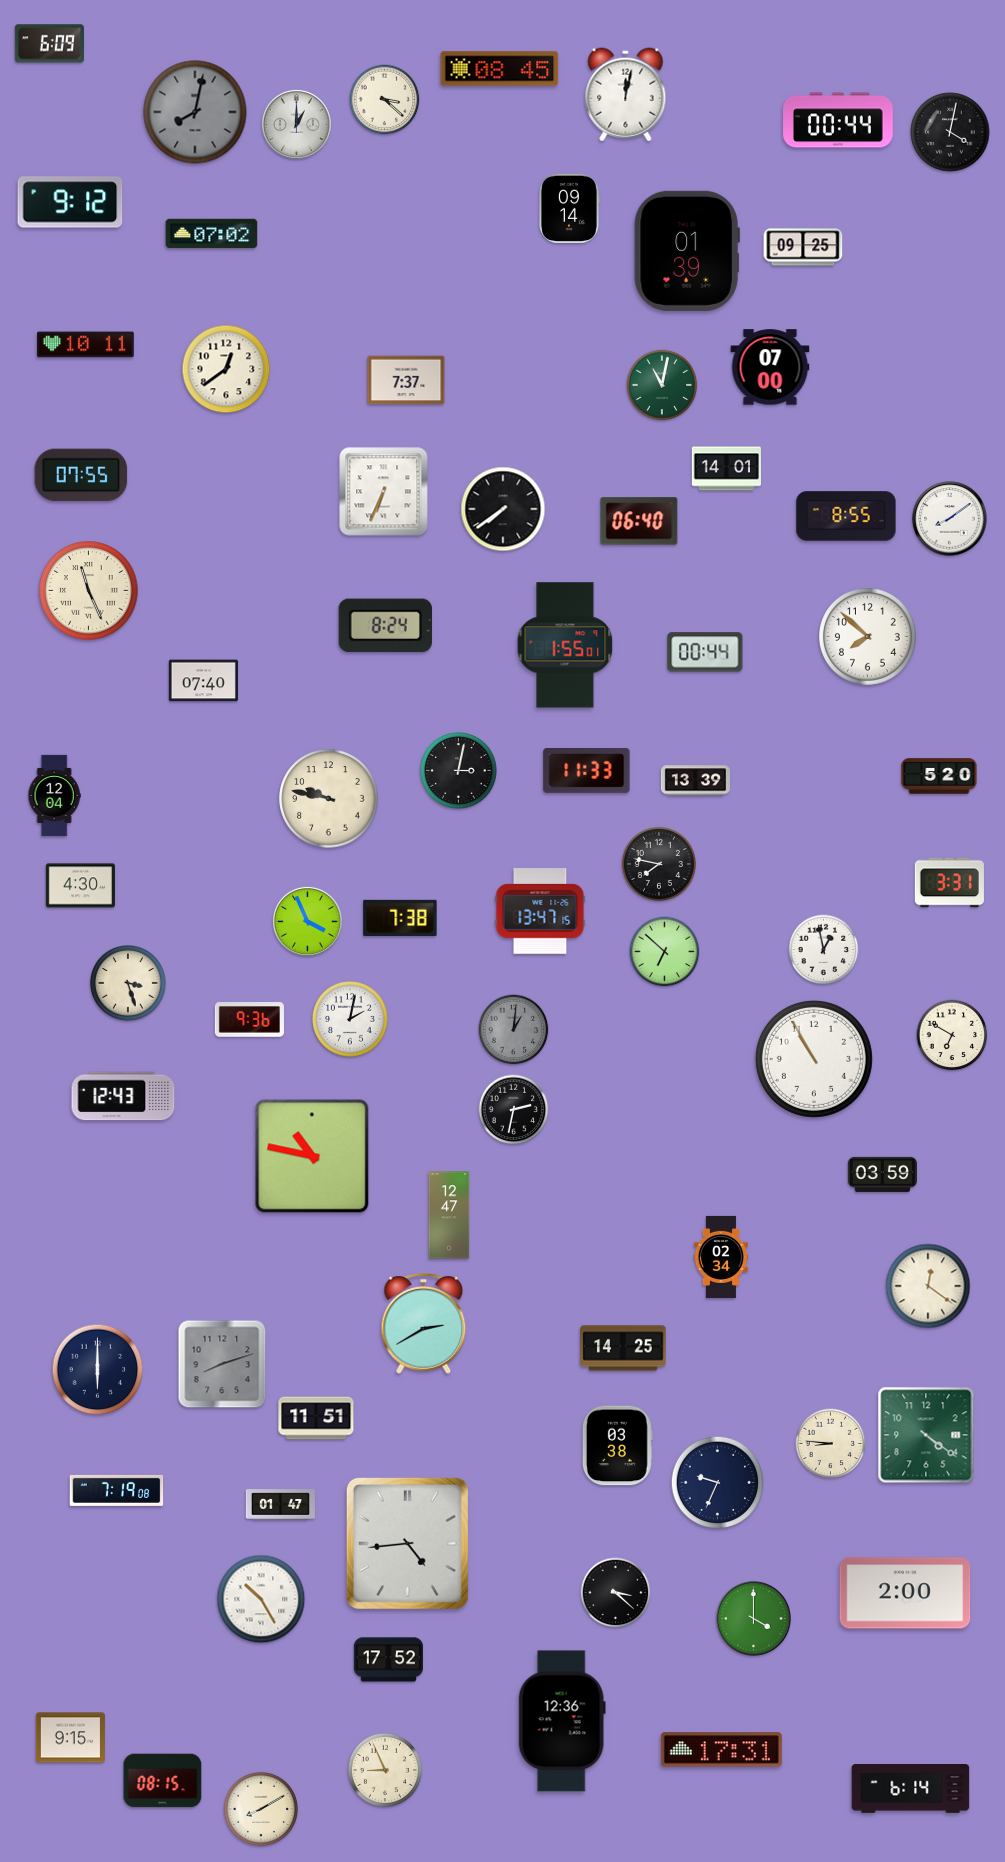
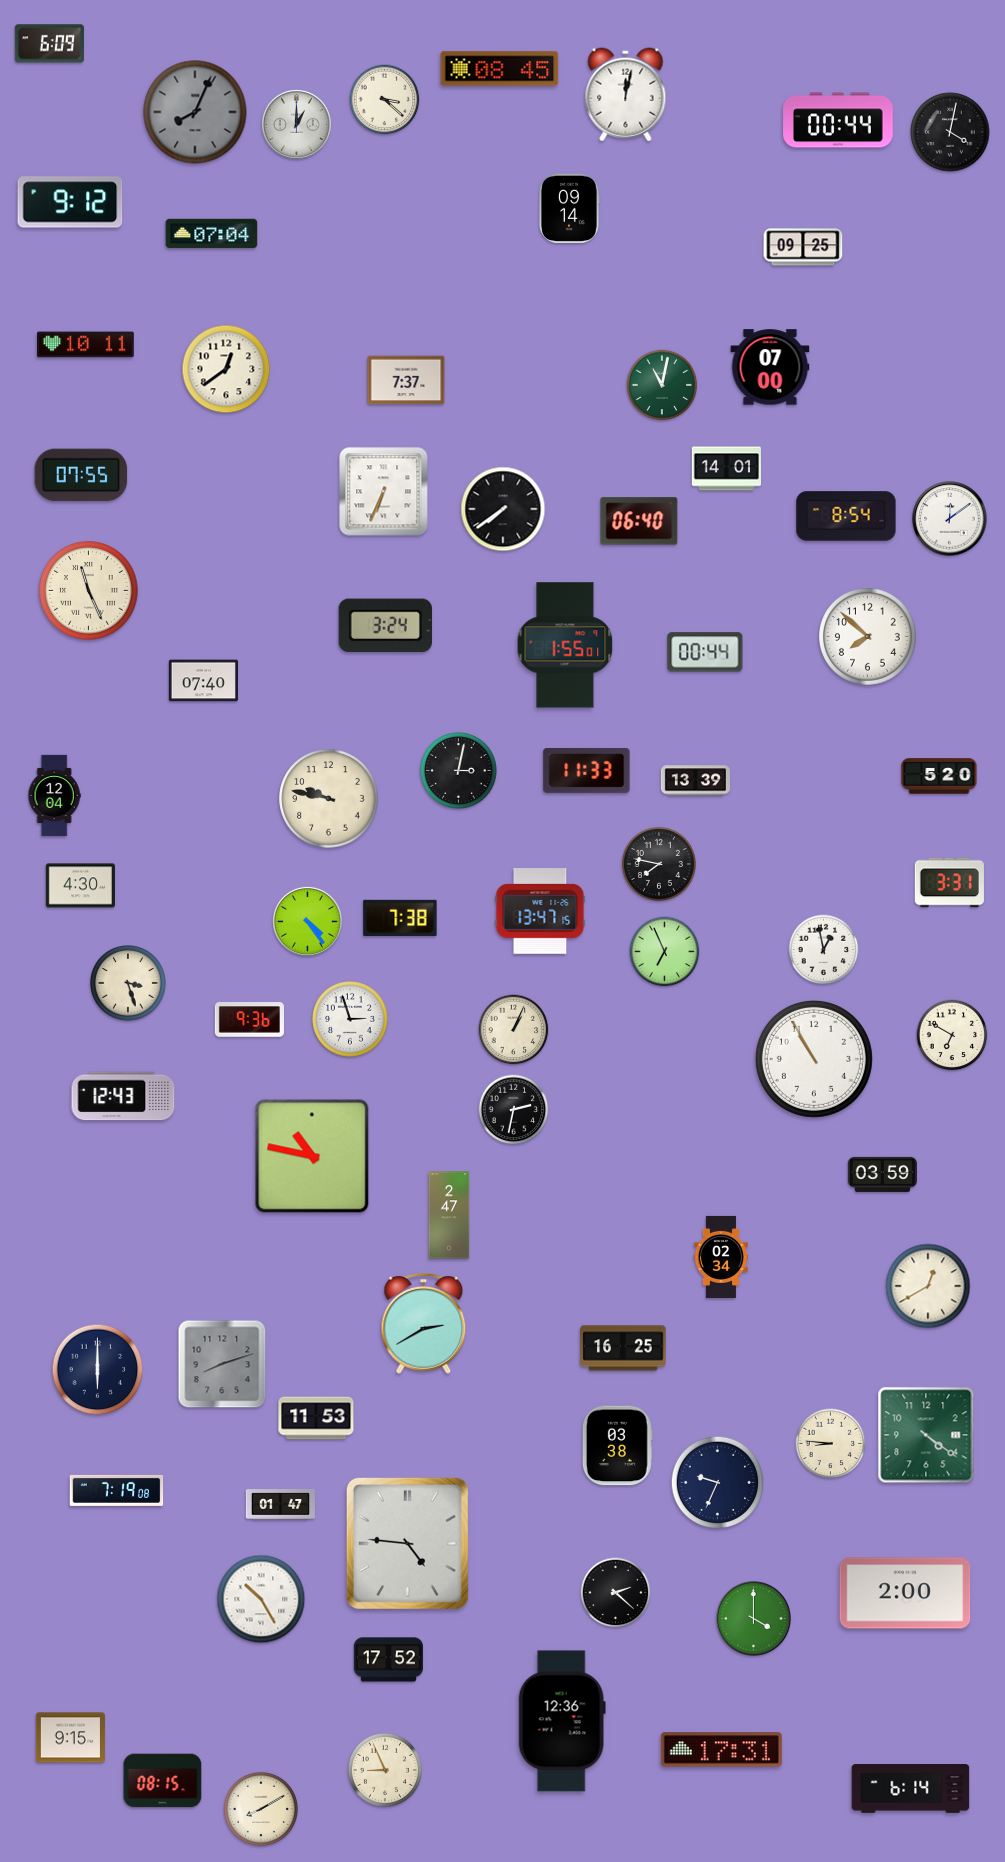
clock at (195, 112): 8:02 -> 8:04
clock at (212, 234): 07:02 -> 07:04
clock at (687, 251): 01:39 -> none
clock at (846, 516): 8:55 -> 8:54
clock at (950, 519): 8:09 -> 12:09
clock at (385, 626): 8:24 -> 3:24
clock at (307, 921): 3:56 -> 4:24
clock at (665, 952): 6:52 -> 6:56
clock at (351, 1020): 2:02 -> 2:57
clock at (514, 1030): 1:01 -> 1:04
clock at (514, 1030) dial: grey -> cream
clock at (449, 1215): 12:47 -> 2:47
clock at (928, 1286): 12:21 -> 12:40
clock at (623, 1348): 14:25 -> 16:25
clock at (316, 1418): 11:51 -> 11:53
clock at (407, 1543): 4:44 -> 4:46
clock at (616, 1593): 3:22 -> 2:22
